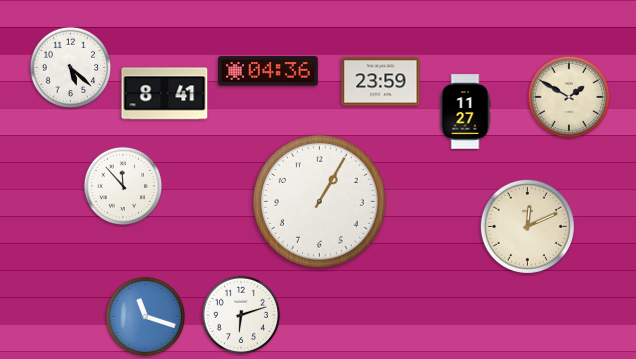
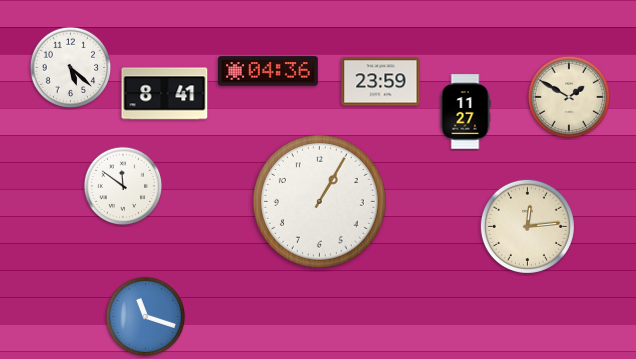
clock at (123, 186): 11:53 -> 11:51
clock at (527, 226): 12:11 -> 12:14
clock at (241, 315): 6:12 -> none
